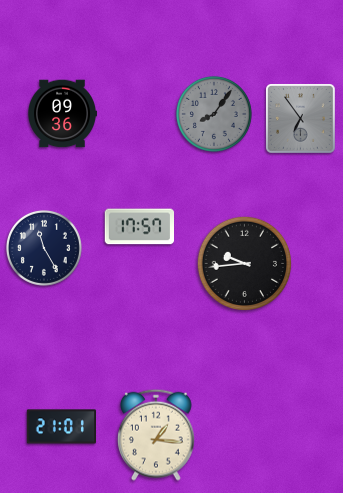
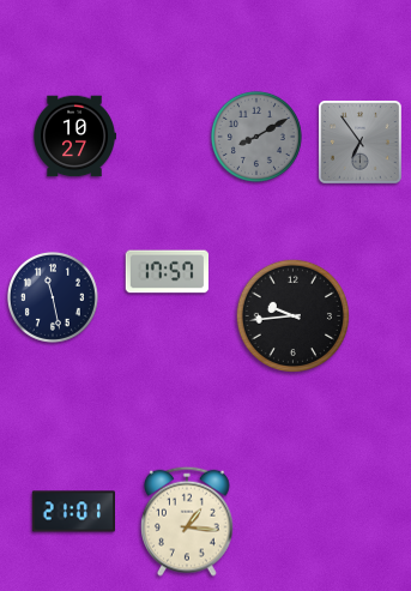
clock at (62, 114): 09:36 -> 10:27
clock at (214, 114): 8:06 -> 8:10
clock at (44, 248): 11:25 -> 11:28
